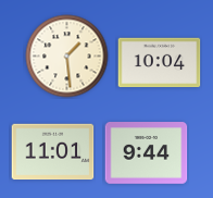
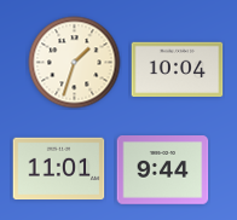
clock at (67, 57): 1:29 -> 1:33
